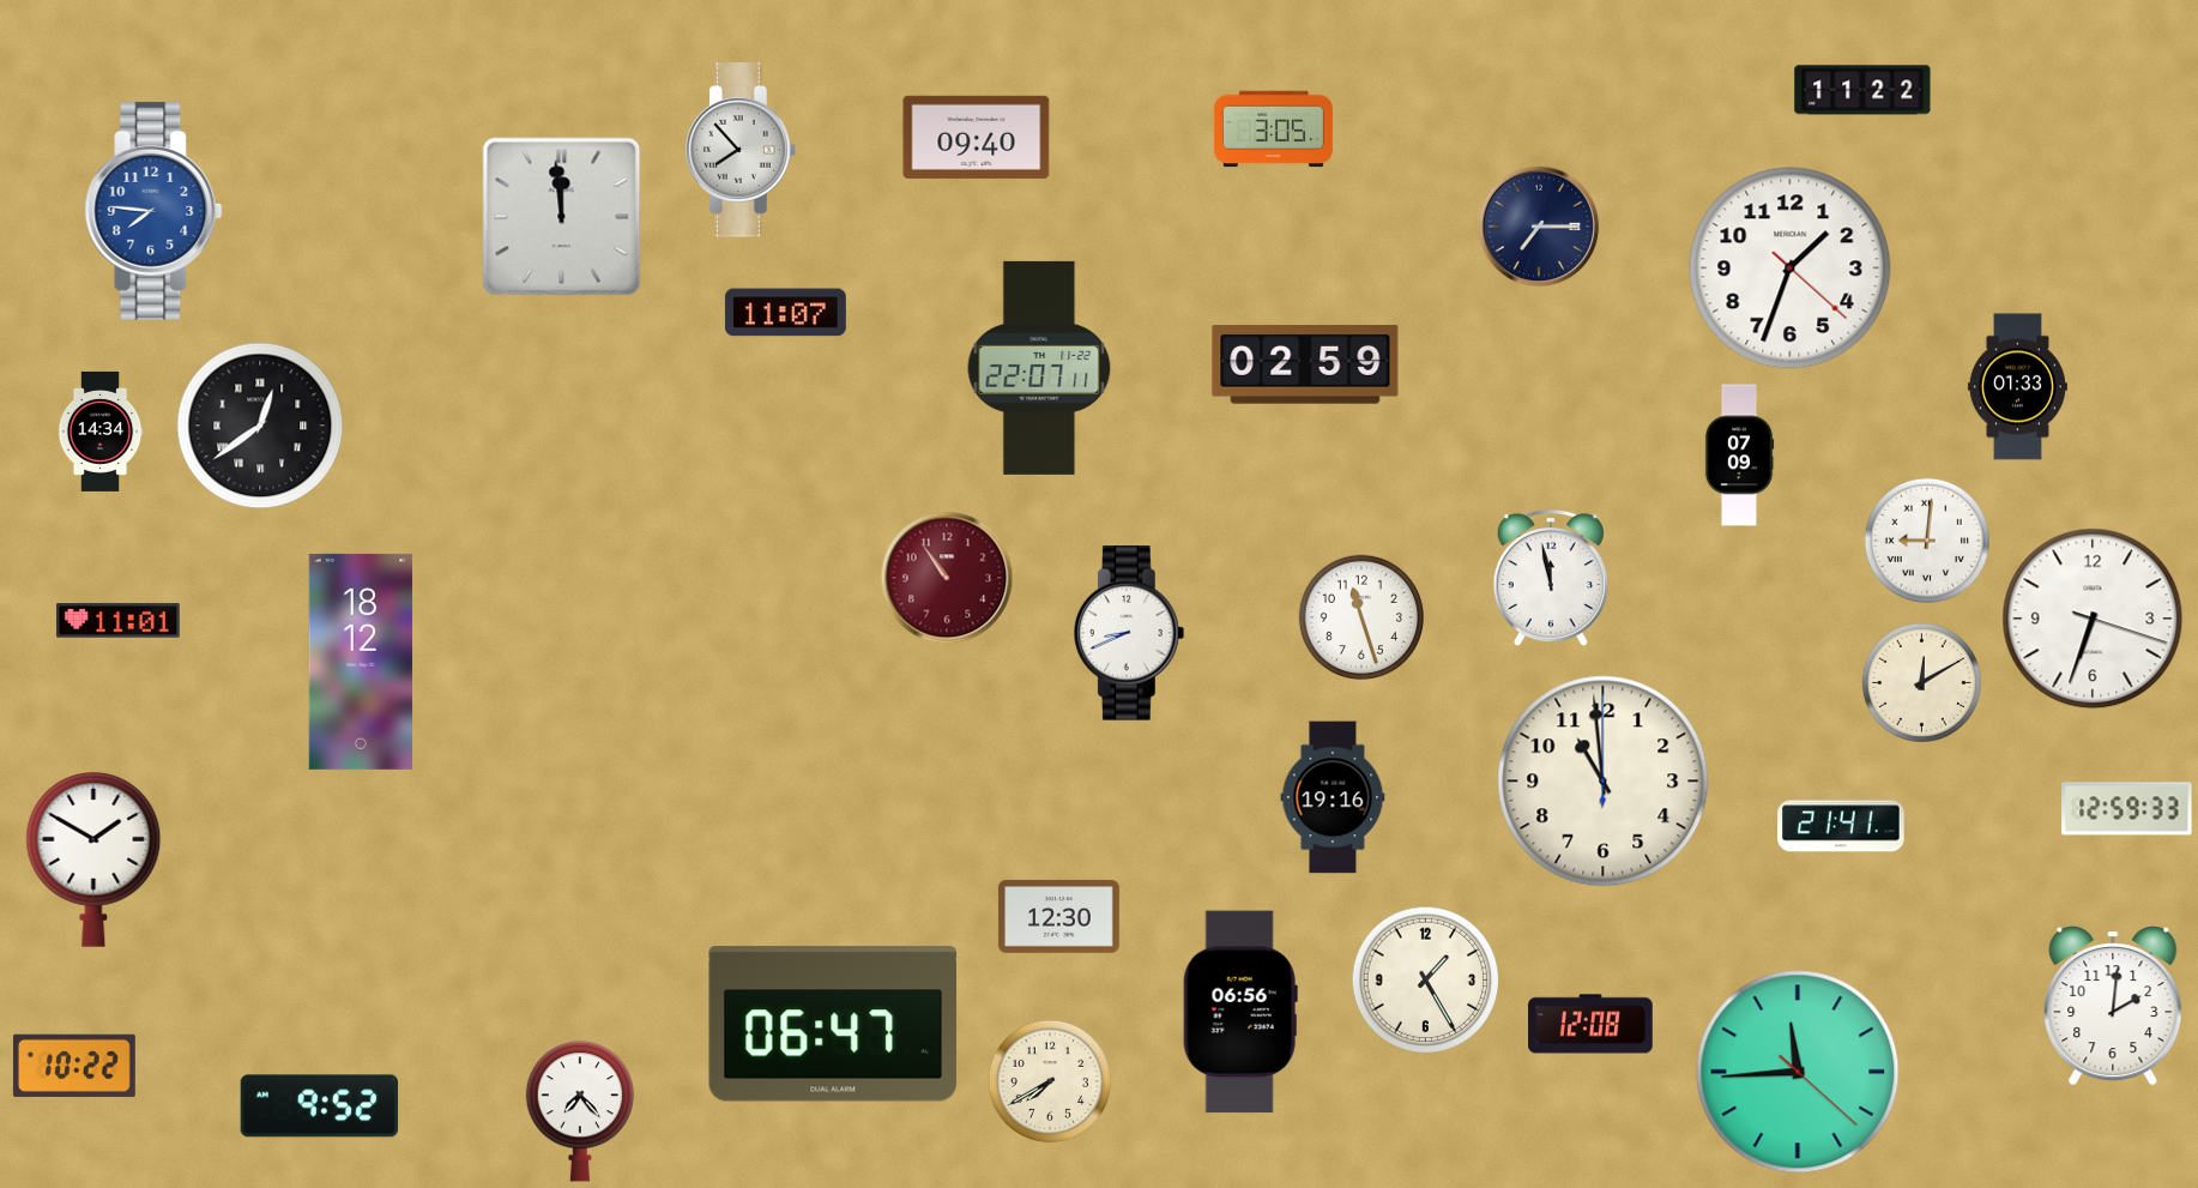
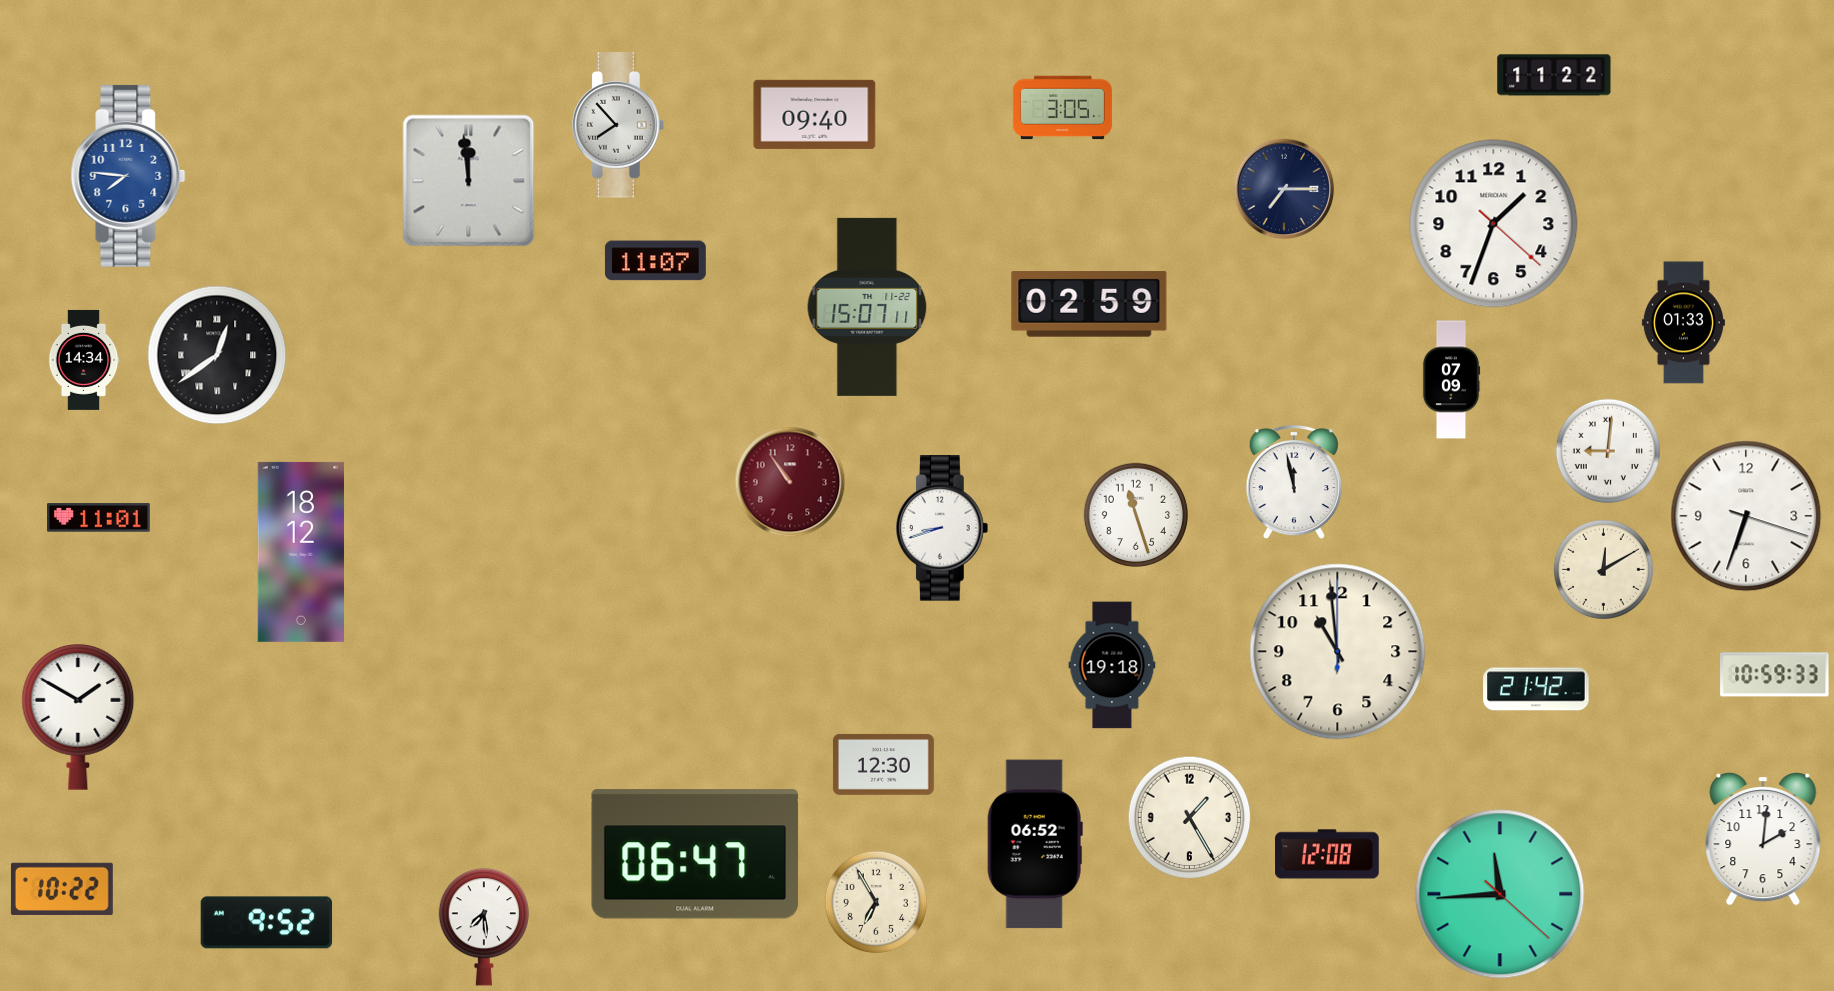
clock at (1039, 368): 22:07 -> 15:07
clock at (1130, 633): 8:41 -> 8:42
clock at (1333, 797): 19:16 -> 19:18
clock at (2127, 809): 12:59 -> 10:59
clock at (1841, 826): 21:41 -> 21:42
clock at (1240, 1012): 06:56 -> 06:52
clock at (1050, 1081): 7:40 -> 6:55
clock at (579, 1111): 7:23 -> 7:29
